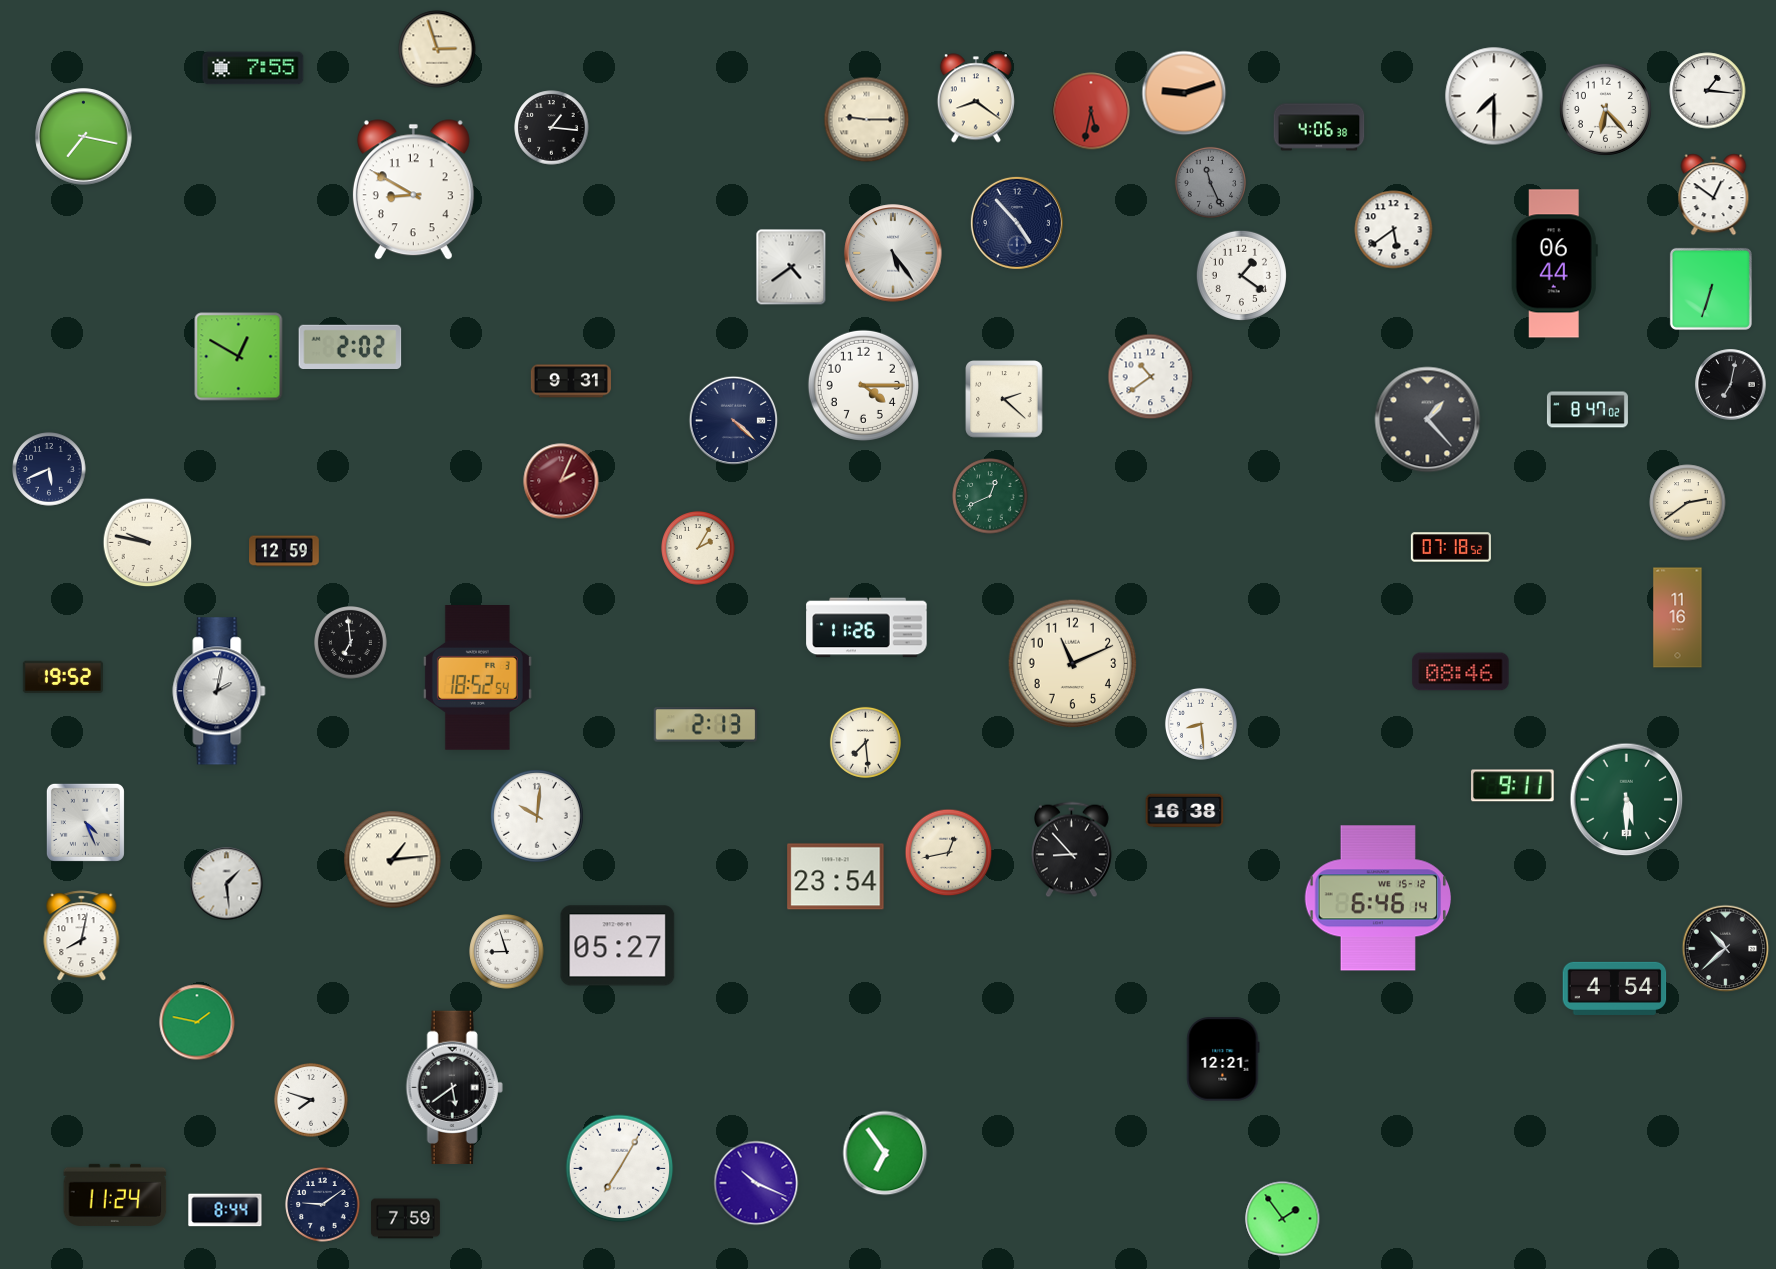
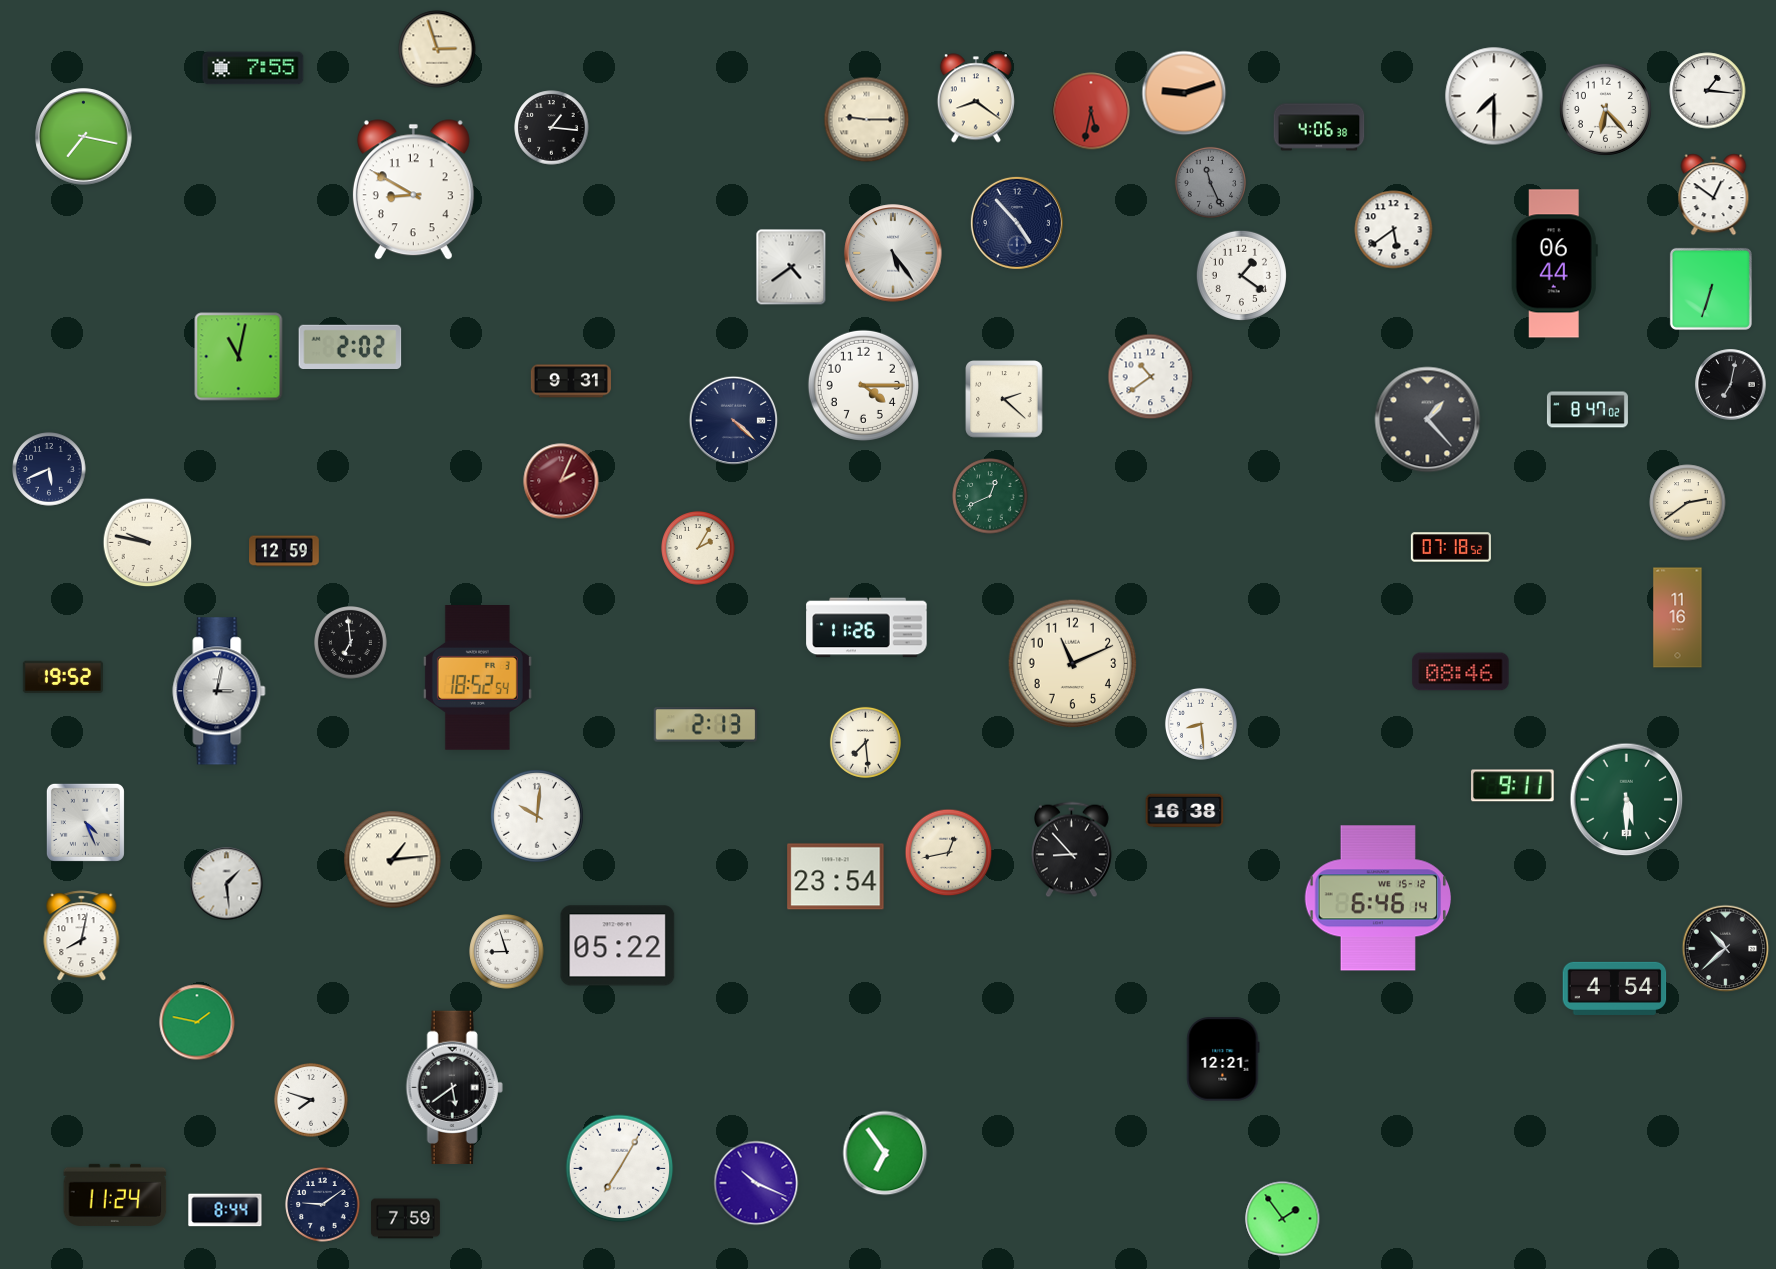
clock at (239, 357): 12:50 -> 11:02
clock at (219, 691): 2:02 -> 3:02
clock at (618, 946): 05:27 -> 05:22
